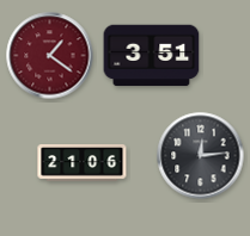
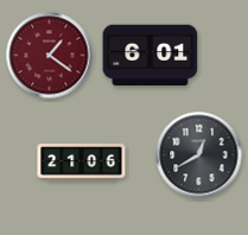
clock at (152, 56): 3:51 -> 6:01
clock at (201, 156): 12:14 -> 12:40
